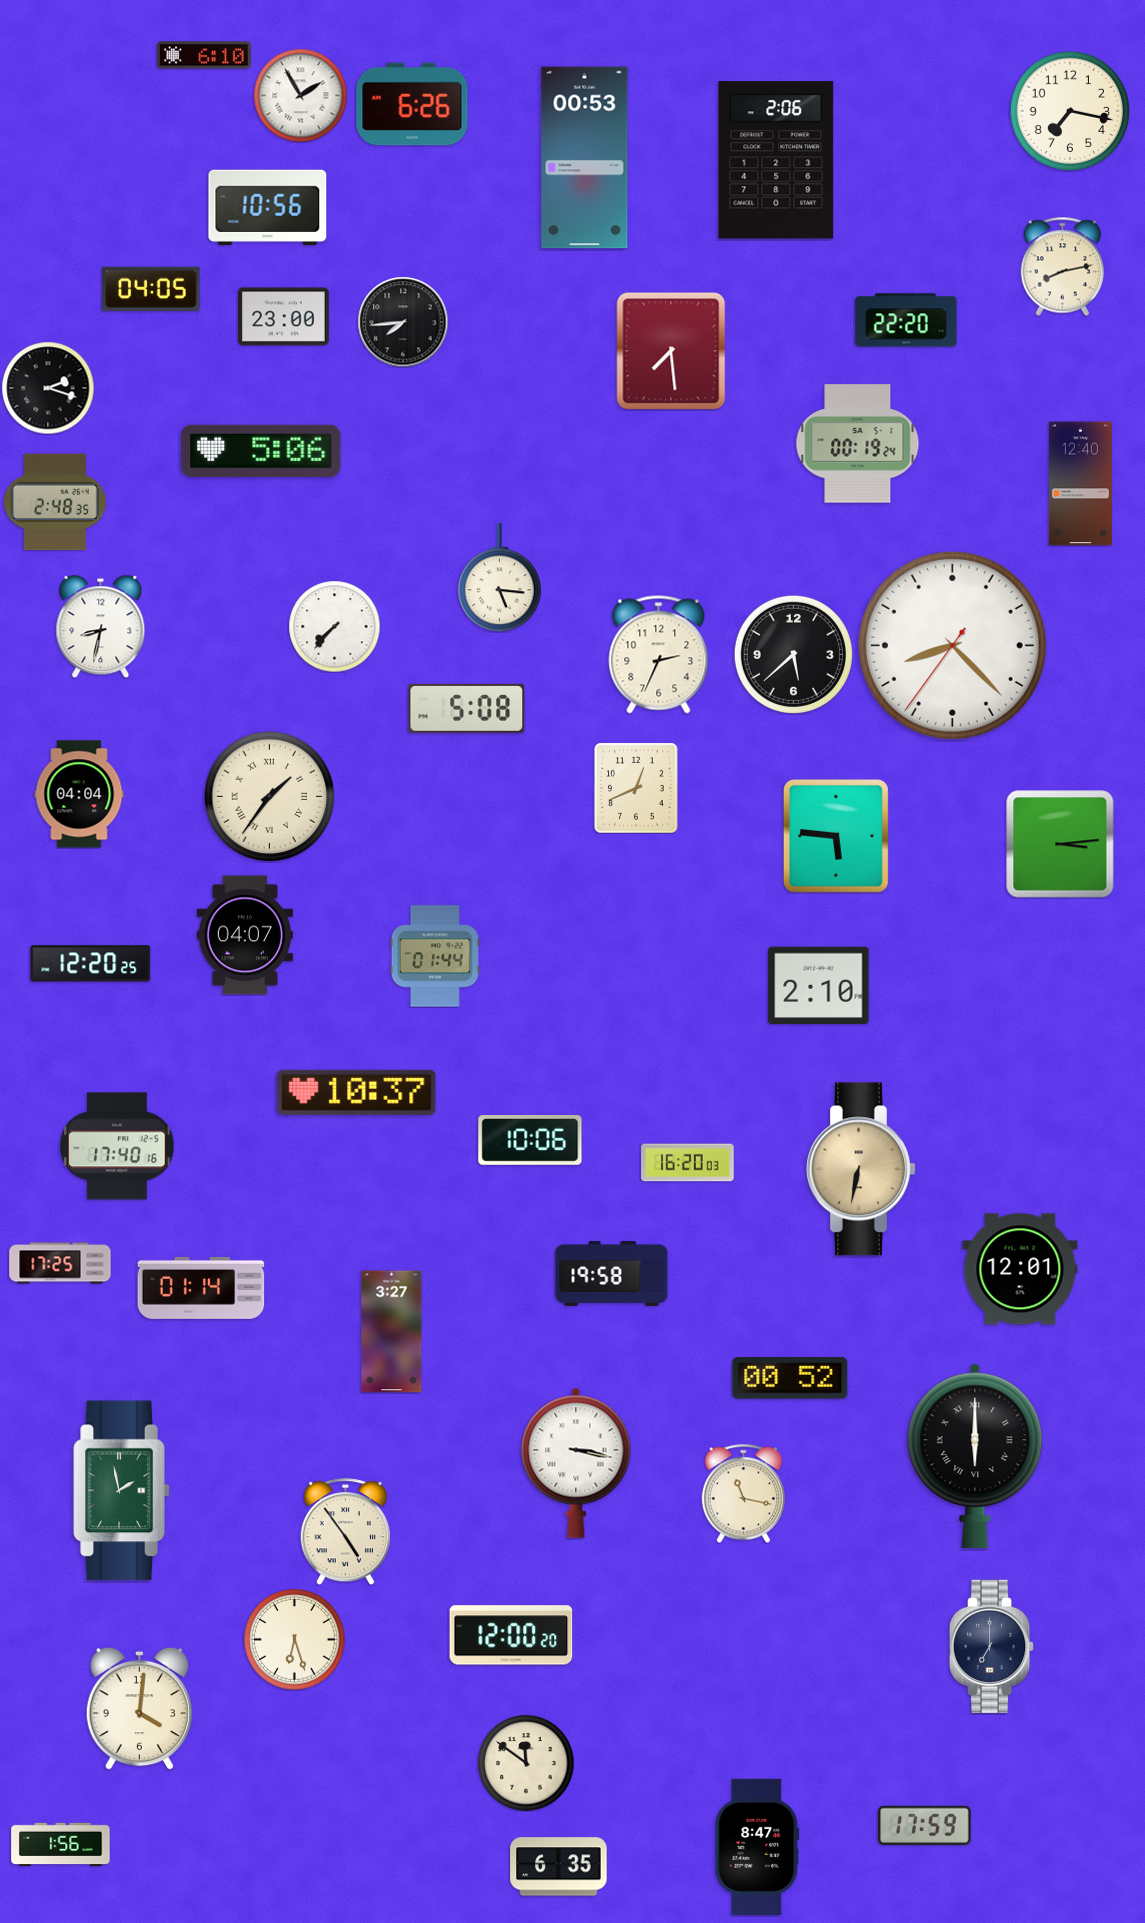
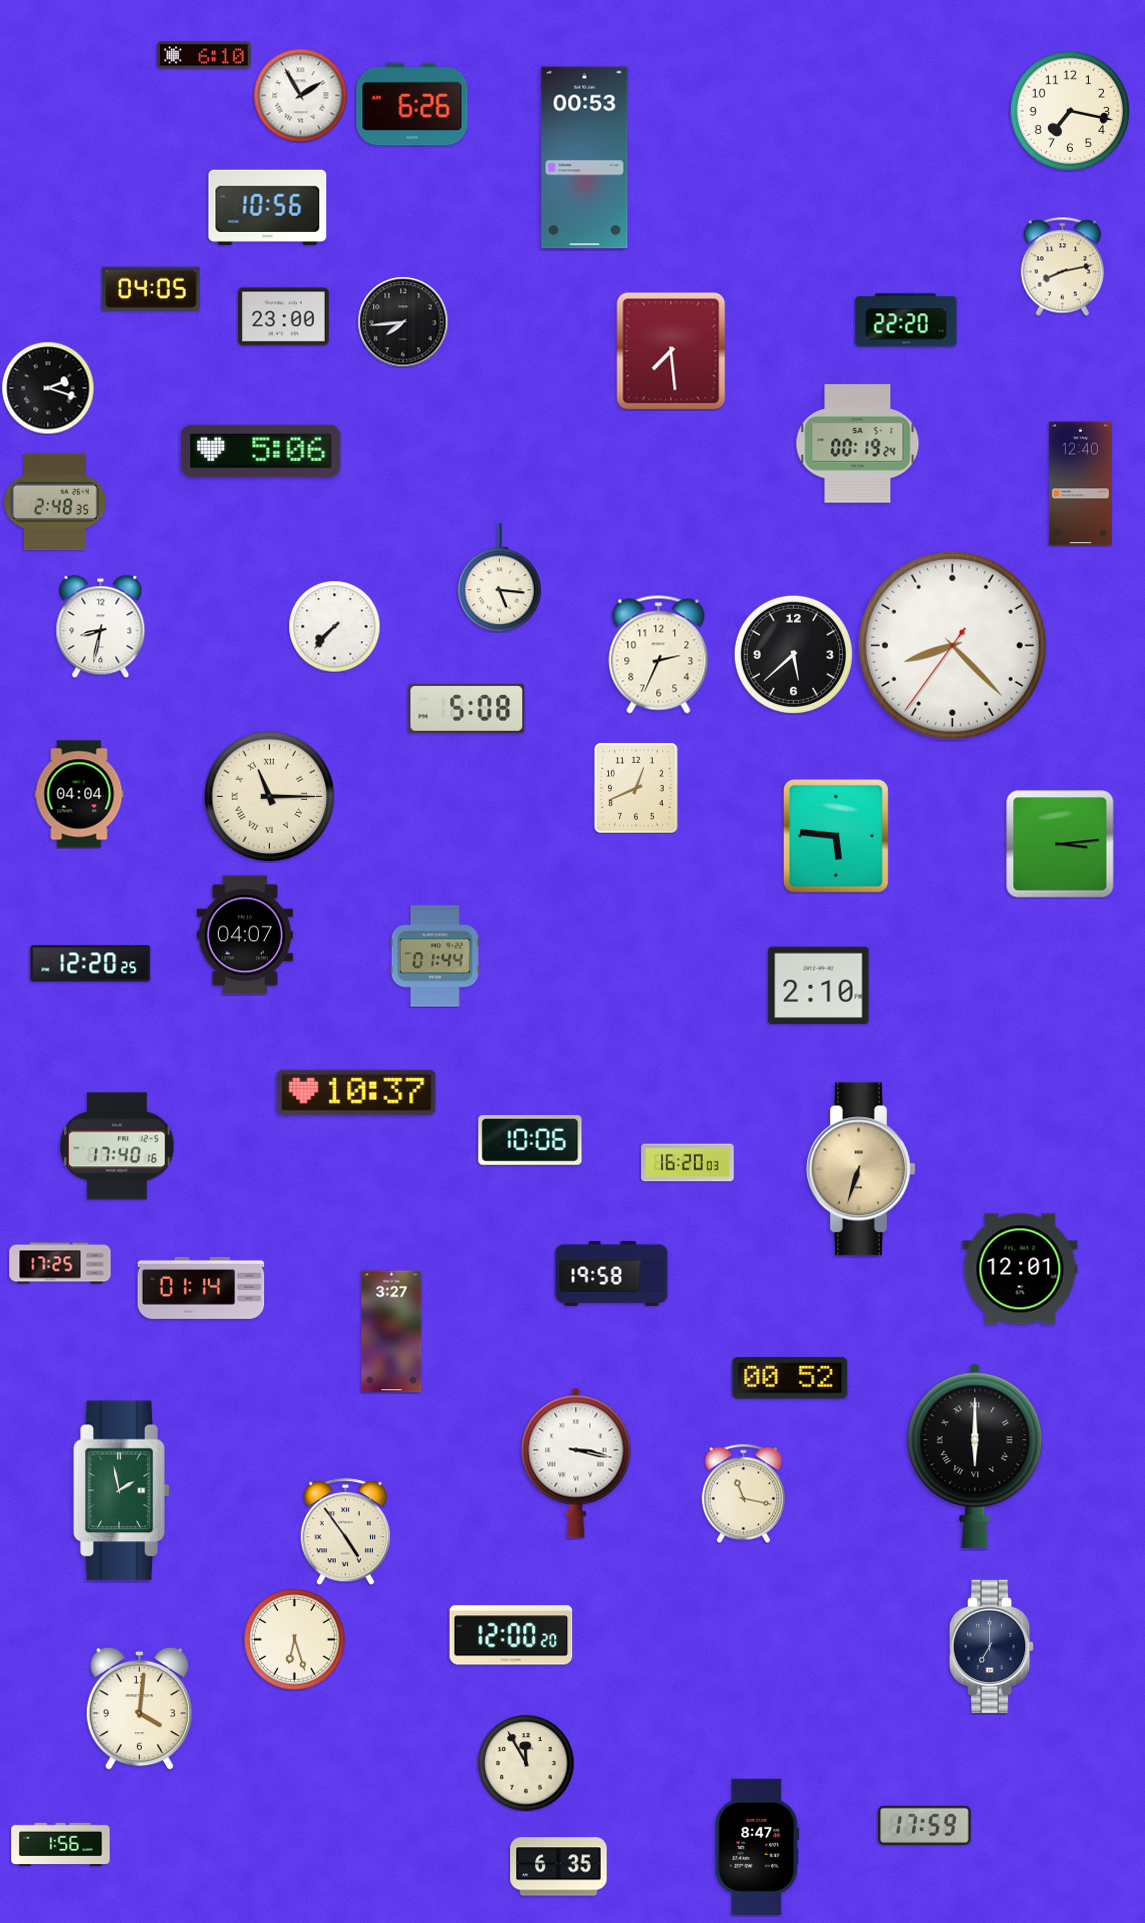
clock at (776, 160): 2:06 -> none
clock at (270, 797): 1:36 -> 11:15
clock at (861, 1169): 6:32 -> 6:33
clock at (526, 1763): 11:51 -> 11:55
